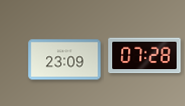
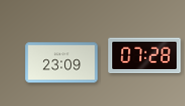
clock at (65, 60) position: (65, 60) -> (62, 63)
